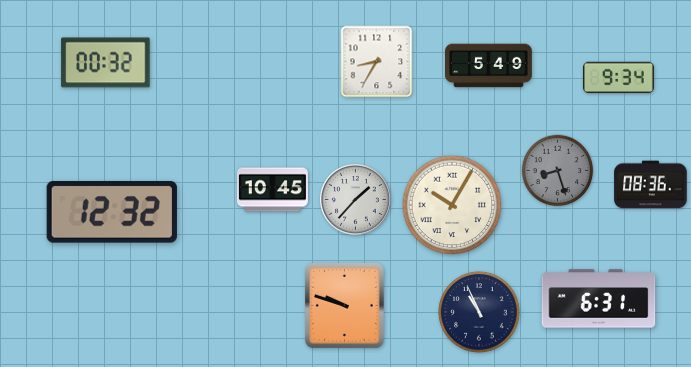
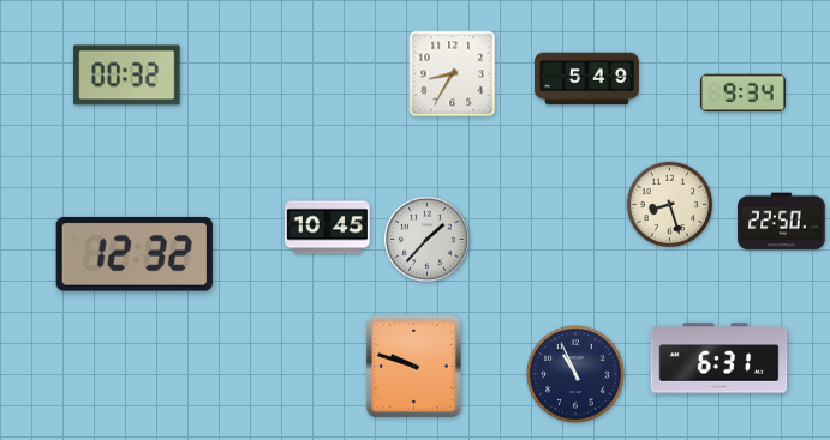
clock at (558, 171) dial: grey -> cream
clock at (651, 185): 08:36 -> 22:50
clock at (452, 205): 10:05 -> none
